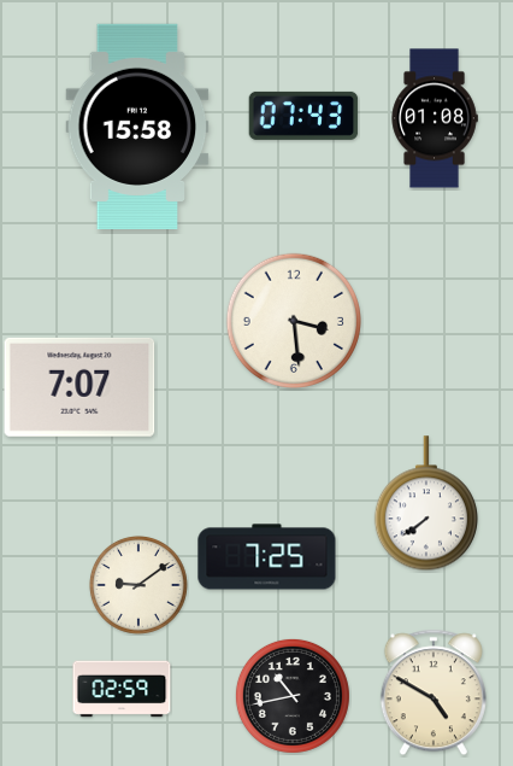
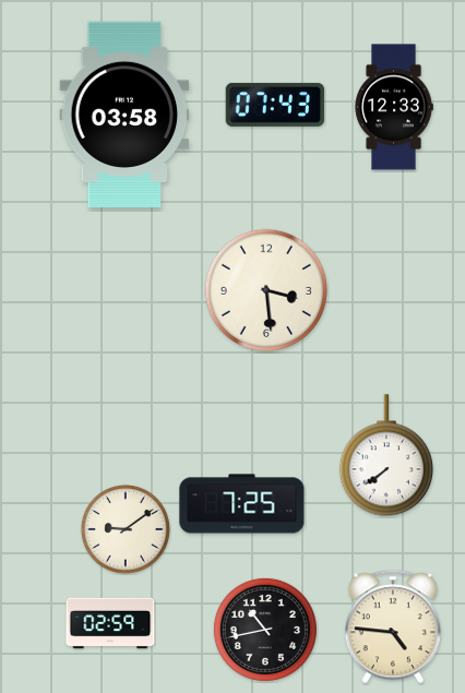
clock at (435, 118): 01:08 -> 12:33
clock at (137, 125): 15:58 -> 03:58
clock at (79, 387): 7:07 -> none
clock at (434, 692): 4:50 -> 4:46
